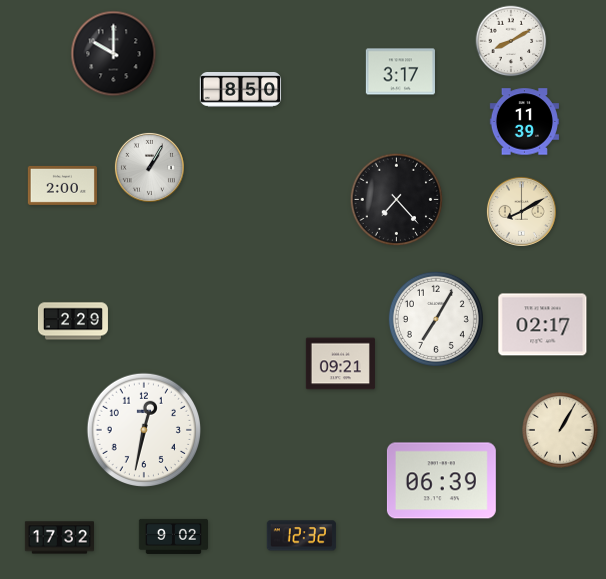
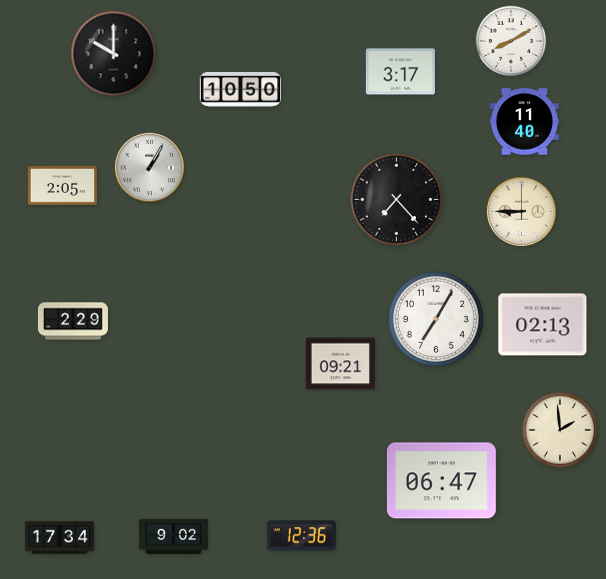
clock at (241, 90): 8:50 -> 10:50
clock at (524, 122): 11:39 -> 11:40
clock at (62, 185): 2:00 -> 2:05
clock at (521, 211): 8:10 -> 8:45
clock at (543, 325): 02:17 -> 02:13
clock at (143, 429): 12:32 -> none
clock at (561, 431): 1:05 -> 1:59
clock at (441, 481): 06:39 -> 06:47
clock at (301, 536): 12:32 -> 12:36
clock at (59, 538): 17:32 -> 17:34
